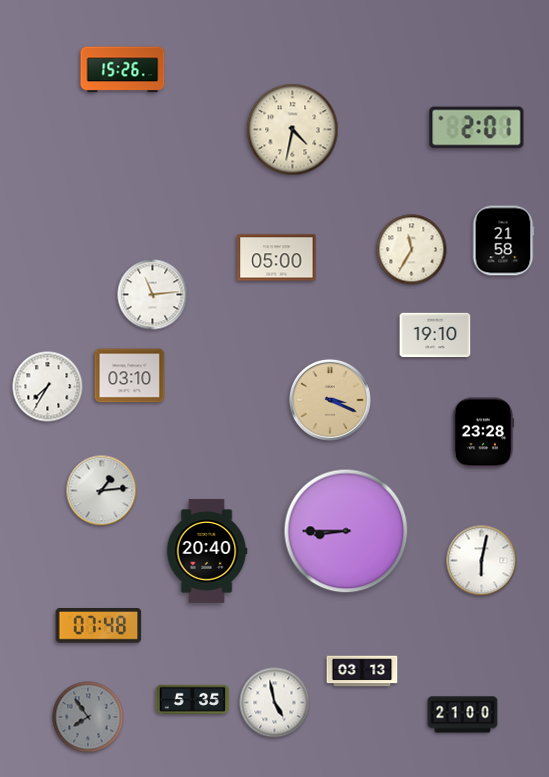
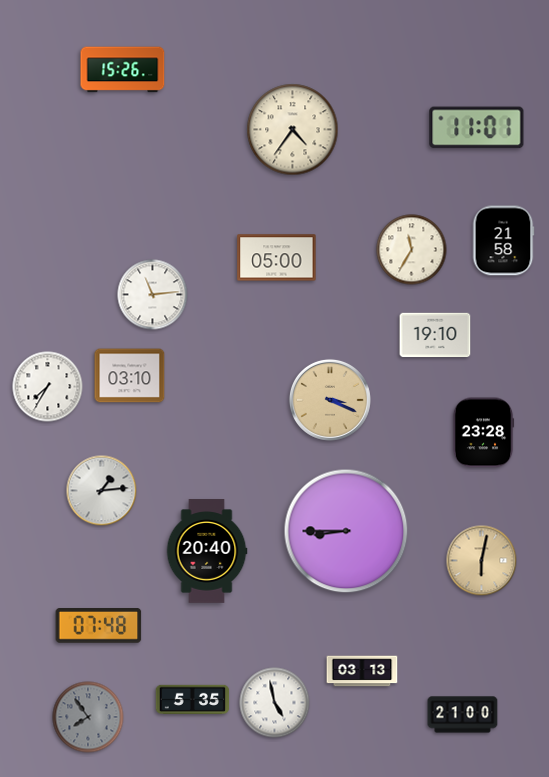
clock at (477, 128): 2:01 -> 11:01
clock at (293, 130): 4:32 -> 4:36
clock at (482, 561) dial: white -> champagne
